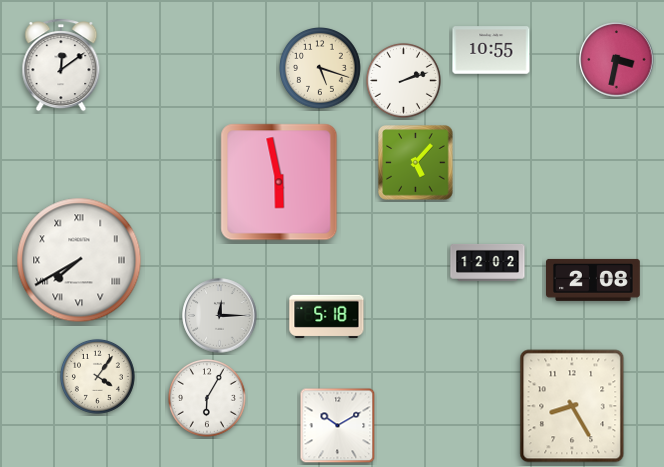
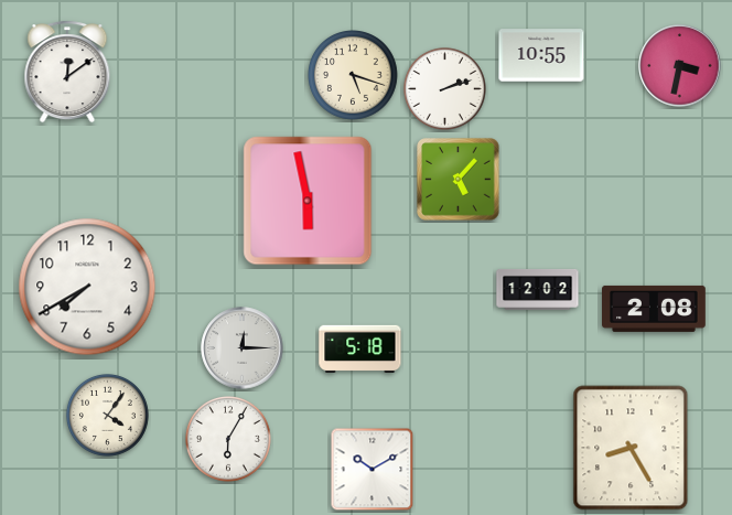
clock at (79, 260) numerals: Roman -> Arabic
